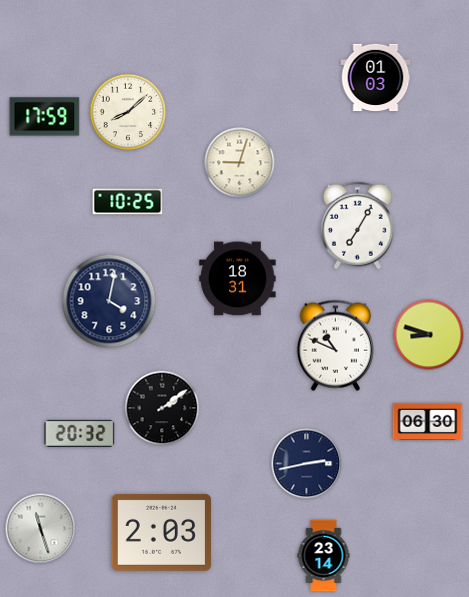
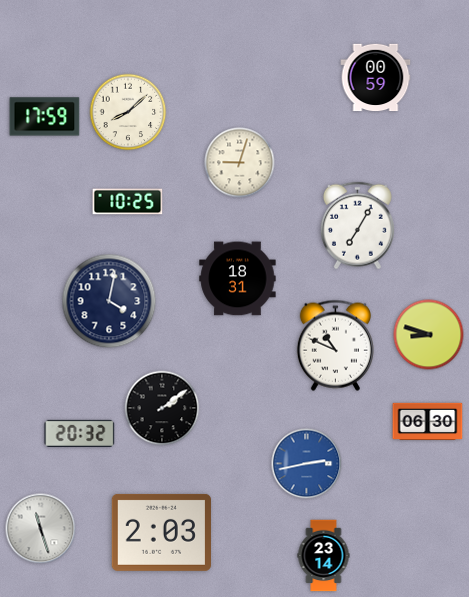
clock at (376, 78): 01:03 -> 00:59
clock at (307, 464) dial: navy -> blue
